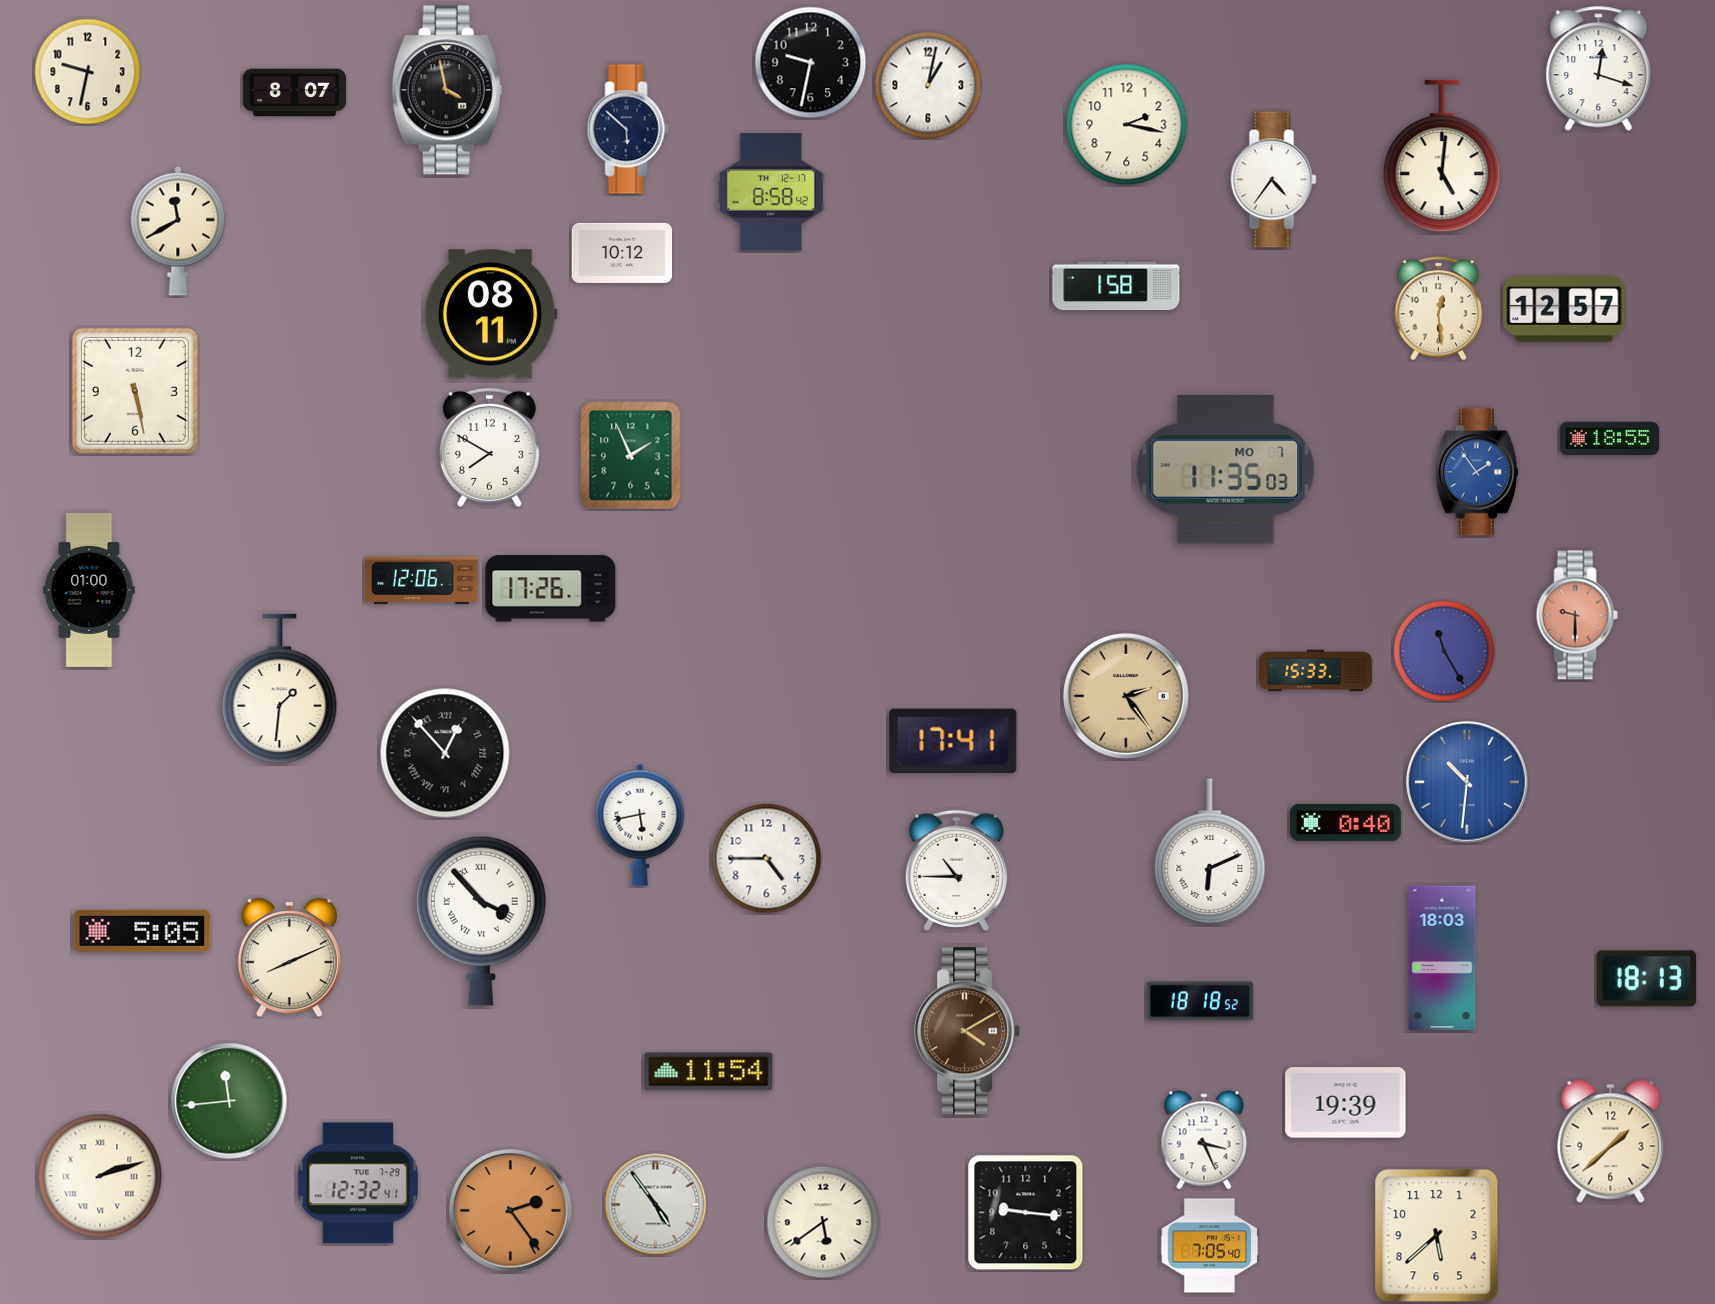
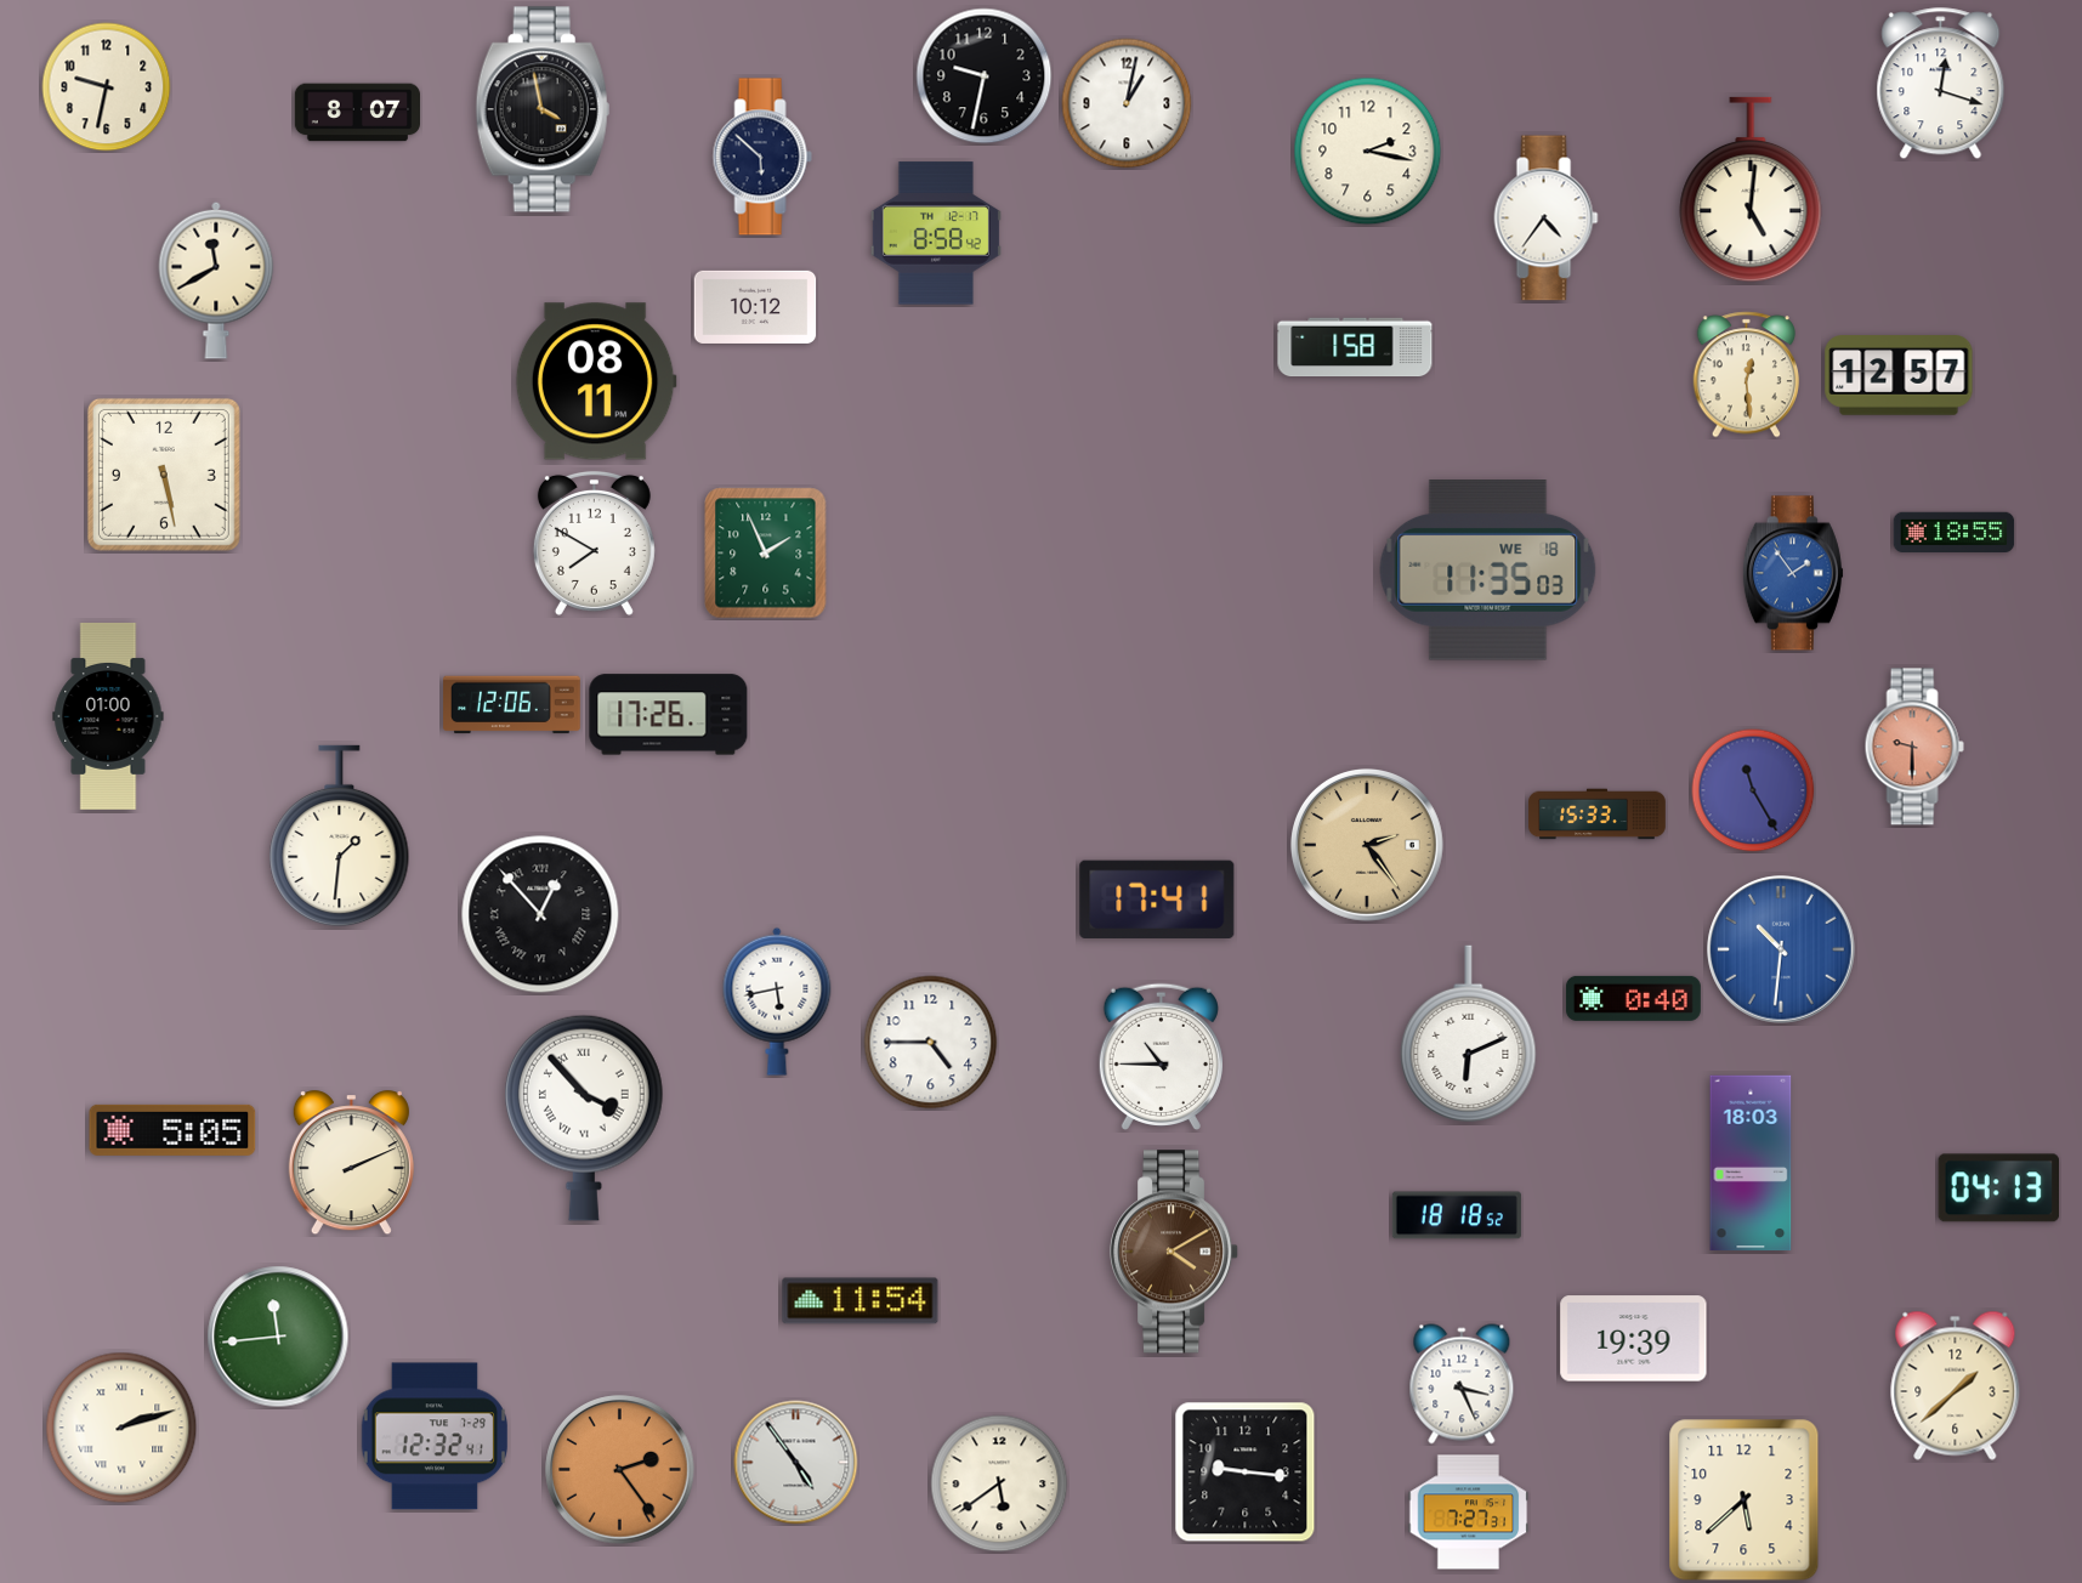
clock at (1226, 470) date: MO 7 -> WE 18
clock at (289, 958): 8:11 -> 2:11
clock at (1647, 979): 18:13 -> 04:13
clock at (1210, 1246): 7:05 -> 7:27
